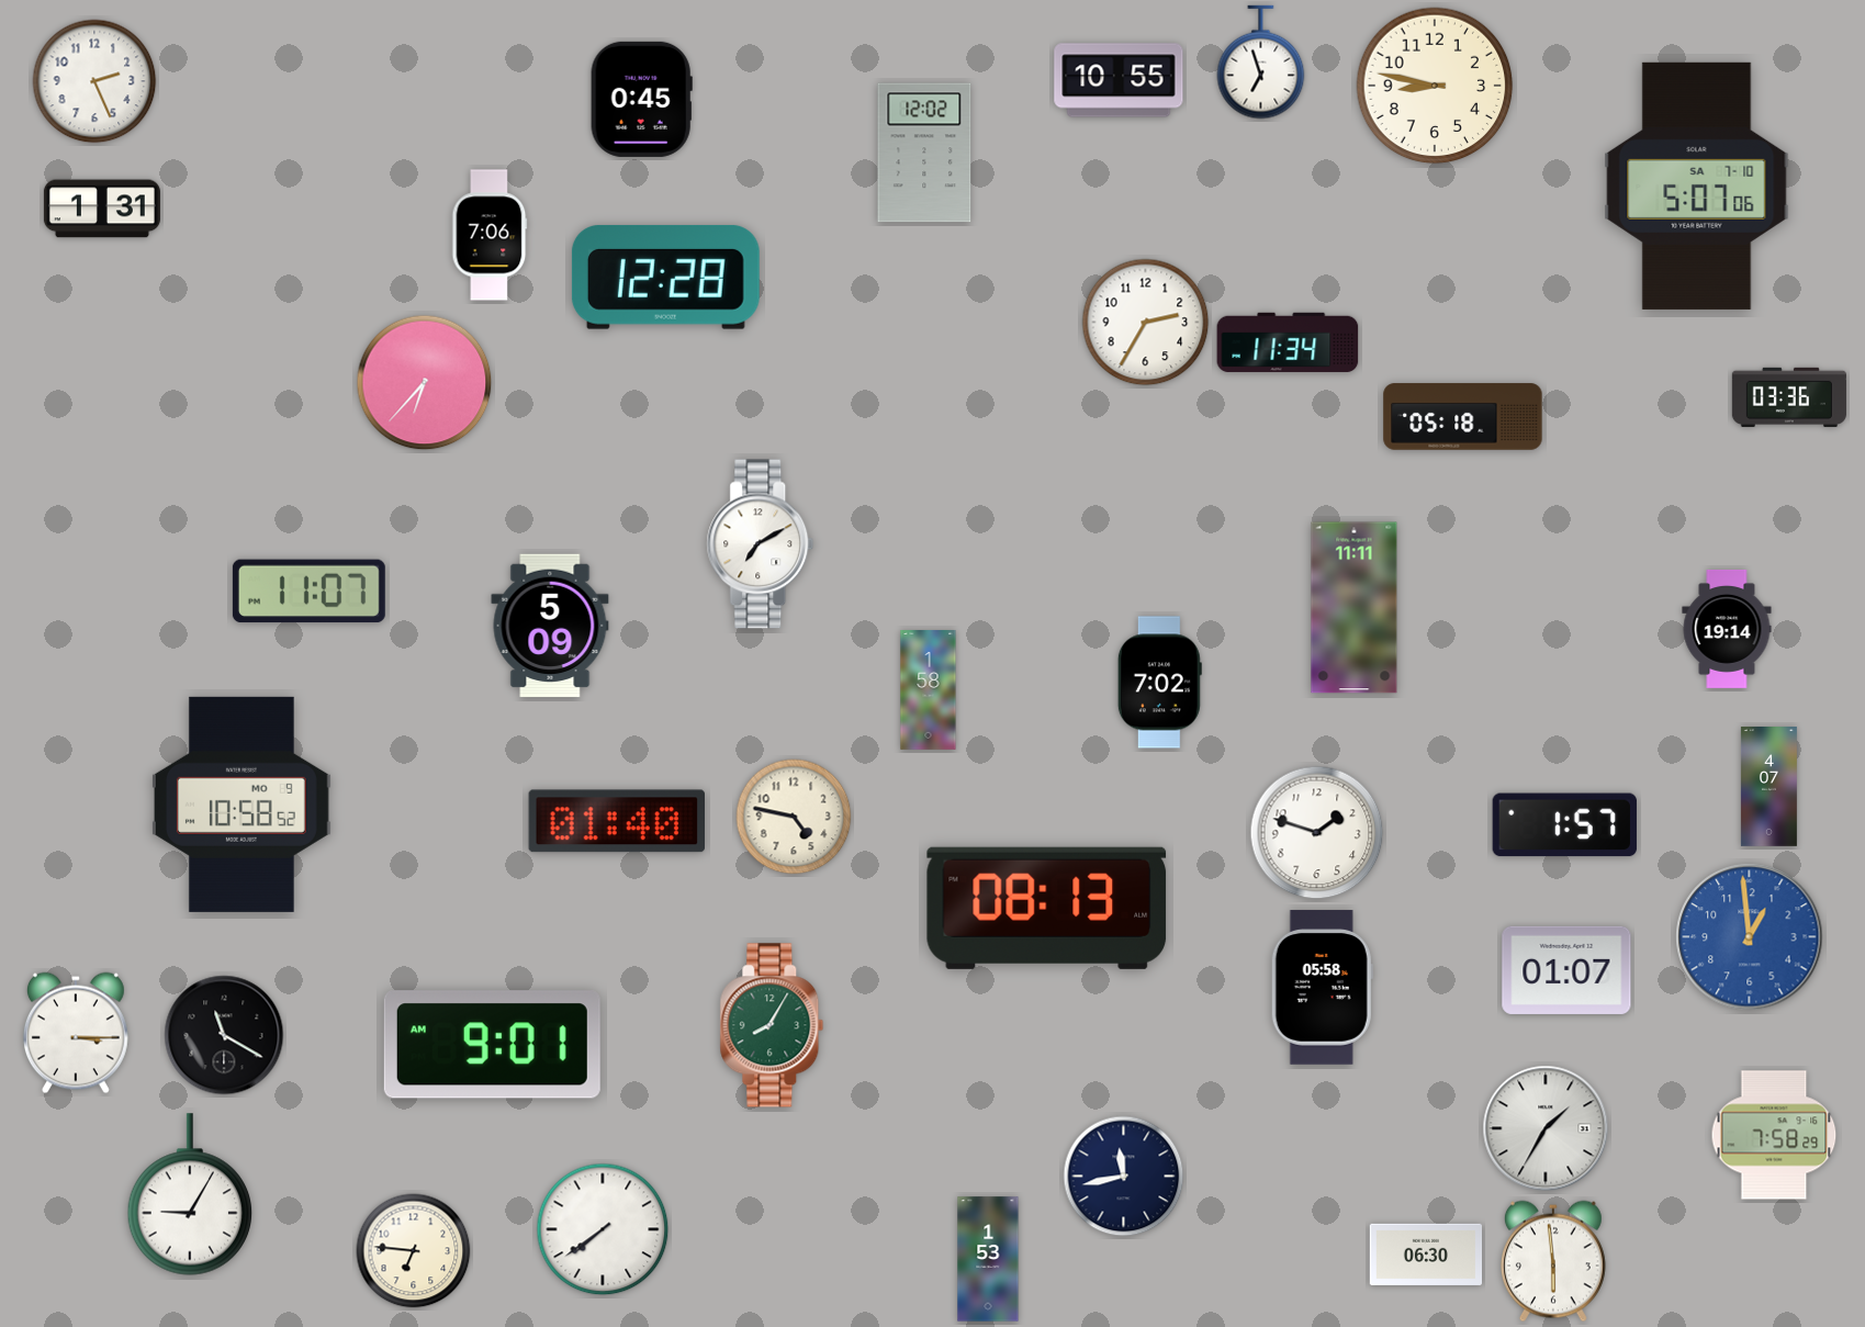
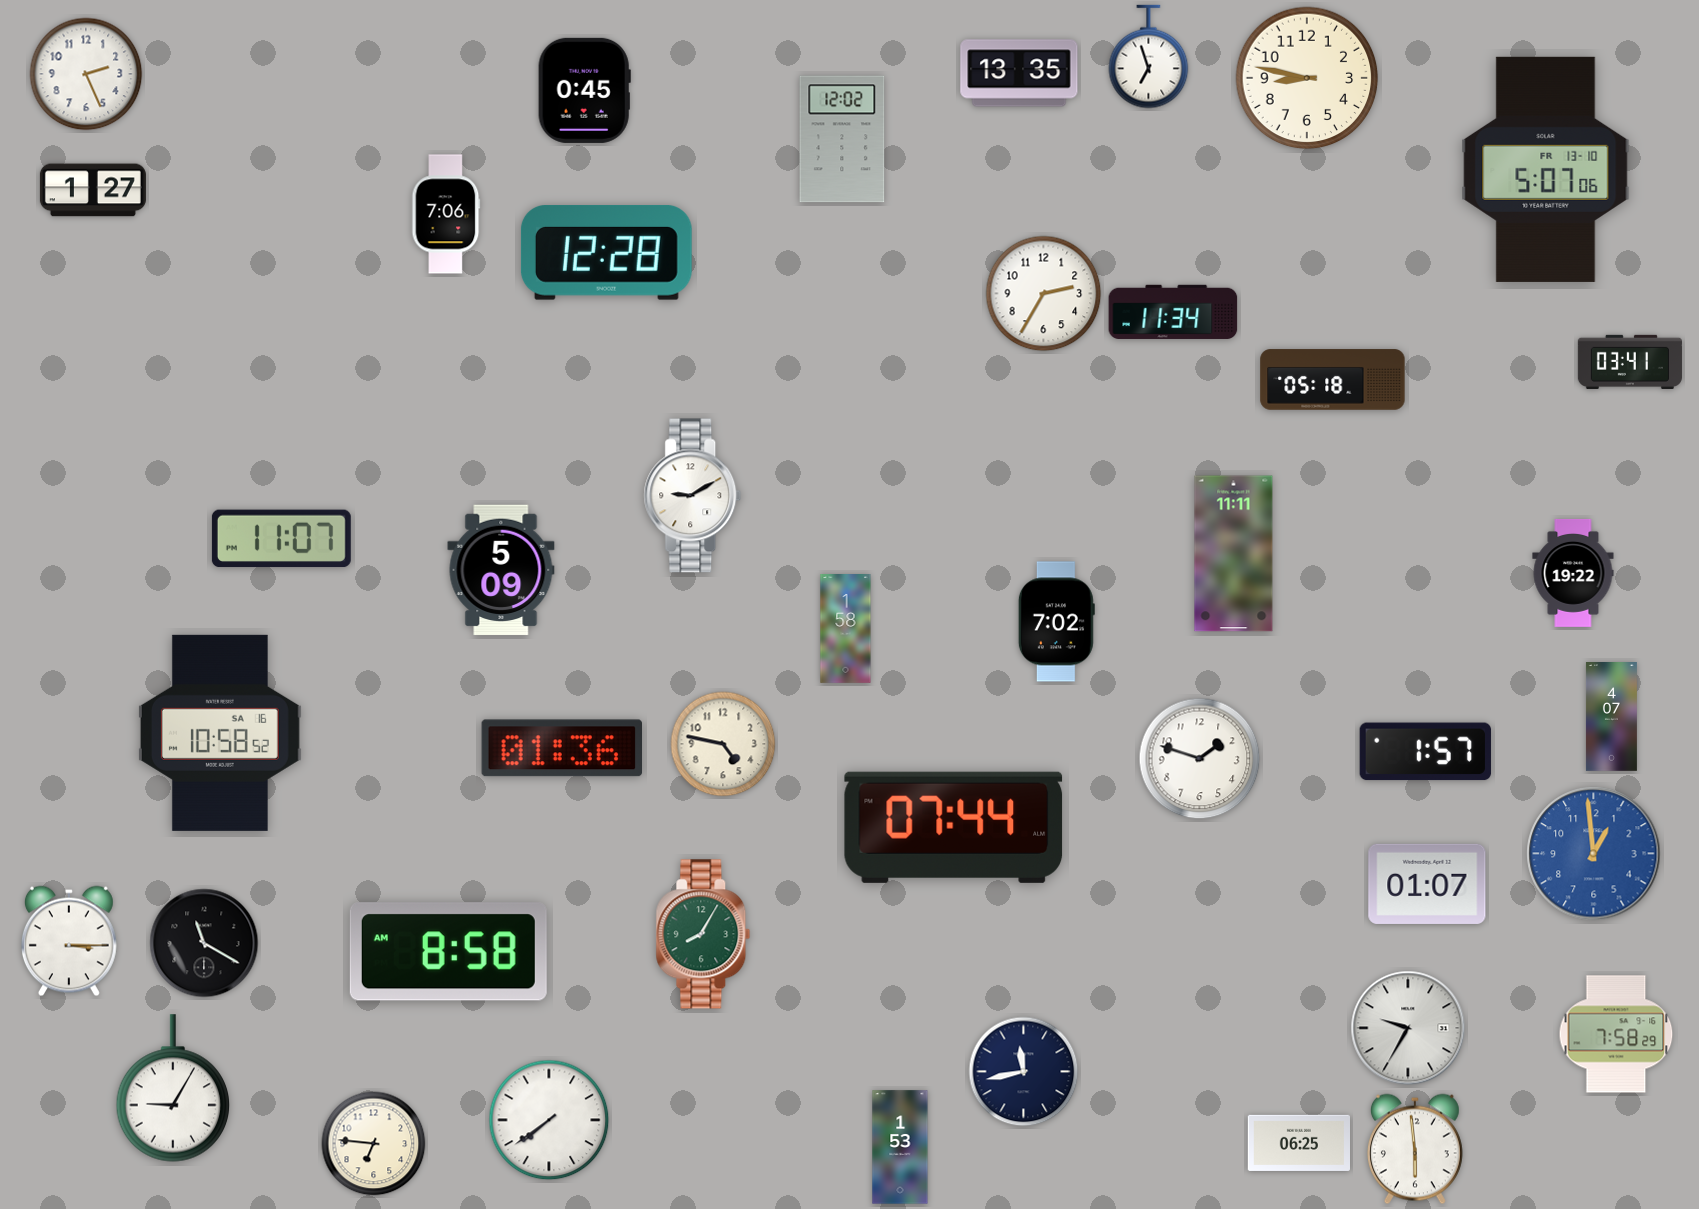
clock at (1119, 80): 10:55 -> 13:35
clock at (1697, 185) date: SA 7-10 -> FR 13-10
clock at (102, 209): 1:31 -> 1:27
clock at (425, 383): 6:37 -> none
clock at (1789, 397): 03:36 -> 03:41
clock at (761, 544): 7:10 -> 9:10
clock at (1727, 629): 19:14 -> 19:22
clock at (241, 805) date: MO 9 -> SA 16
clock at (616, 821): 01:40 -> 01:36
clock at (1047, 908): 08:13 -> 07:44
clock at (1322, 988): 05:58 -> none
clock at (492, 1045): 9:01 -> 8:58
clock at (1546, 1128): 1:35 -> 9:35
clock at (414, 1251) position: (414, 1251) -> (374, 1144)
clock at (1426, 1255): 06:30 -> 06:25
